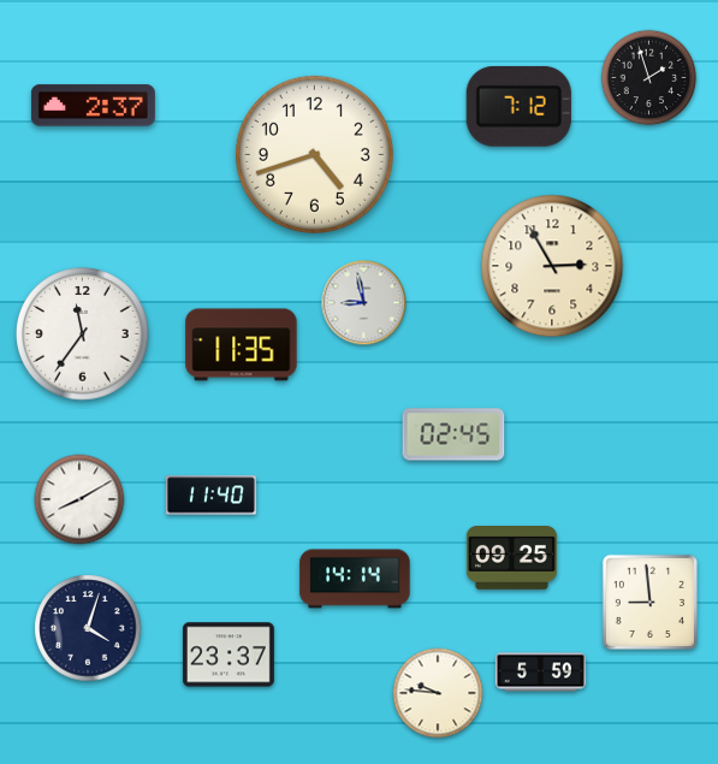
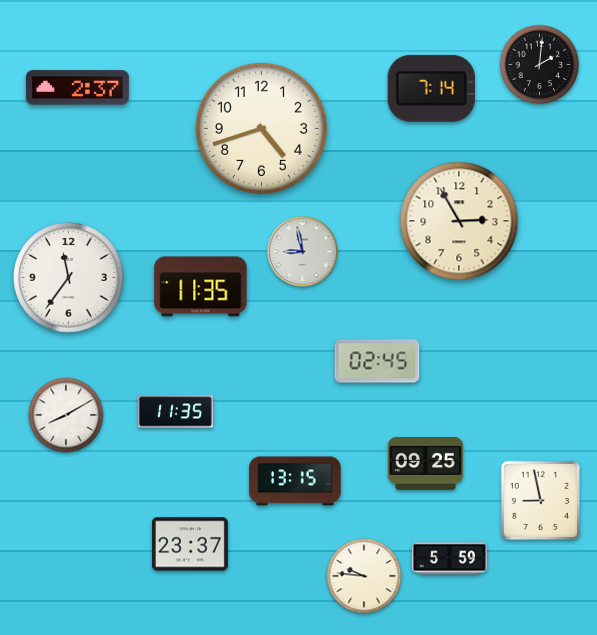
clock at (649, 78): 1:57 -> 2:01
clock at (518, 106): 7:12 -> 7:14
clock at (210, 496): 11:40 -> 11:35
clock at (355, 579): 14:14 -> 13:15
clock at (649, 602): 8:59 -> 8:58
clock at (88, 628): 4:03 -> none
